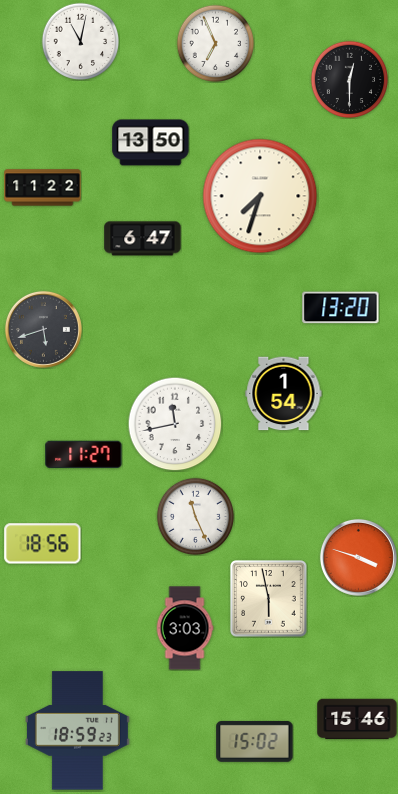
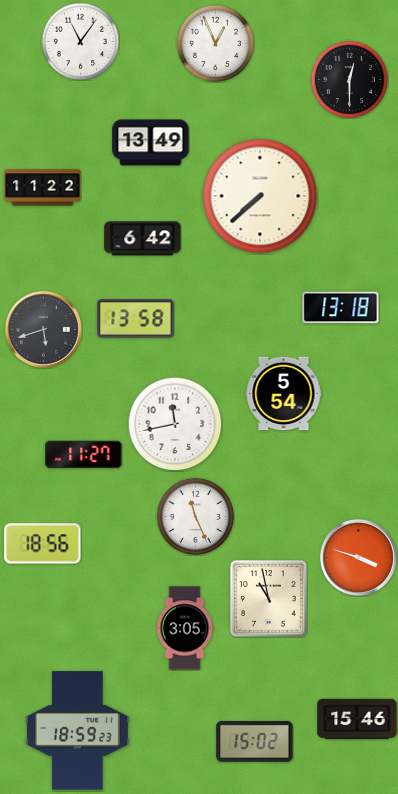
clock at (80, 41): 11:02 -> 11:06
clock at (215, 43): 6:56 -> 12:56
clock at (151, 143): 13:50 -> 13:49
clock at (260, 196): 7:33 -> 7:38
clock at (143, 239): 6:47 -> 6:42
clock at (341, 308): 13:20 -> 13:18
clock at (136, 319): none -> 13:58
clock at (284, 394): 1:54 -> 5:54
clock at (269, 599): 5:58 -> 10:58
clock at (185, 628): 3:03 -> 3:05
